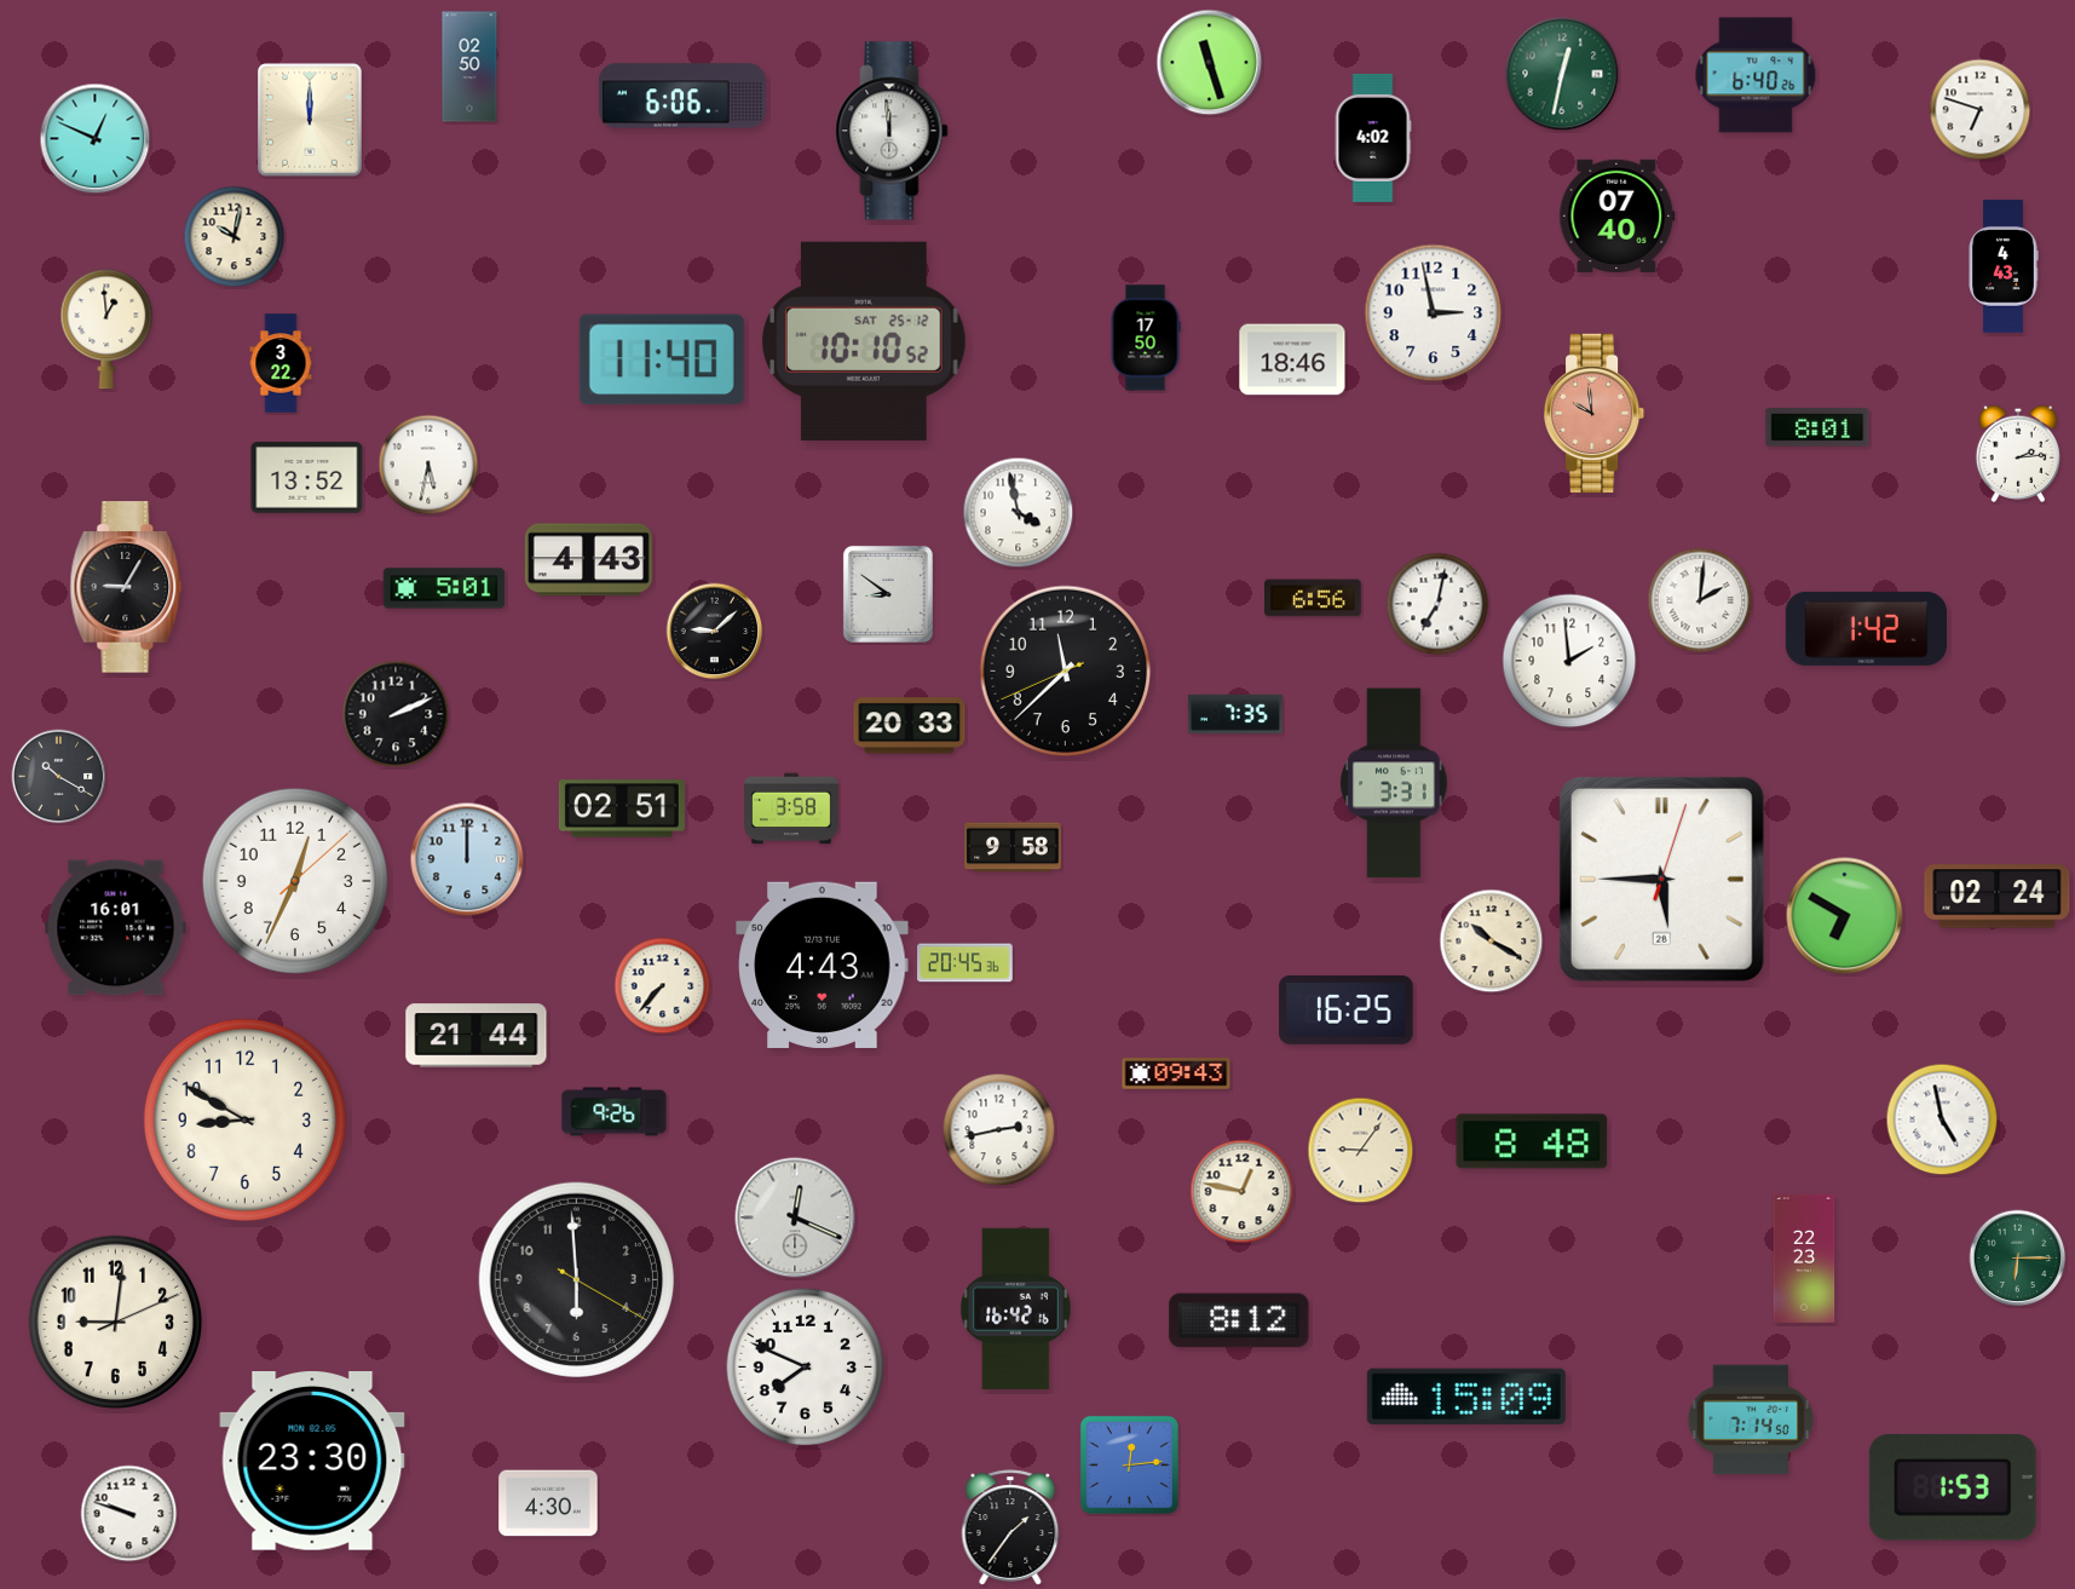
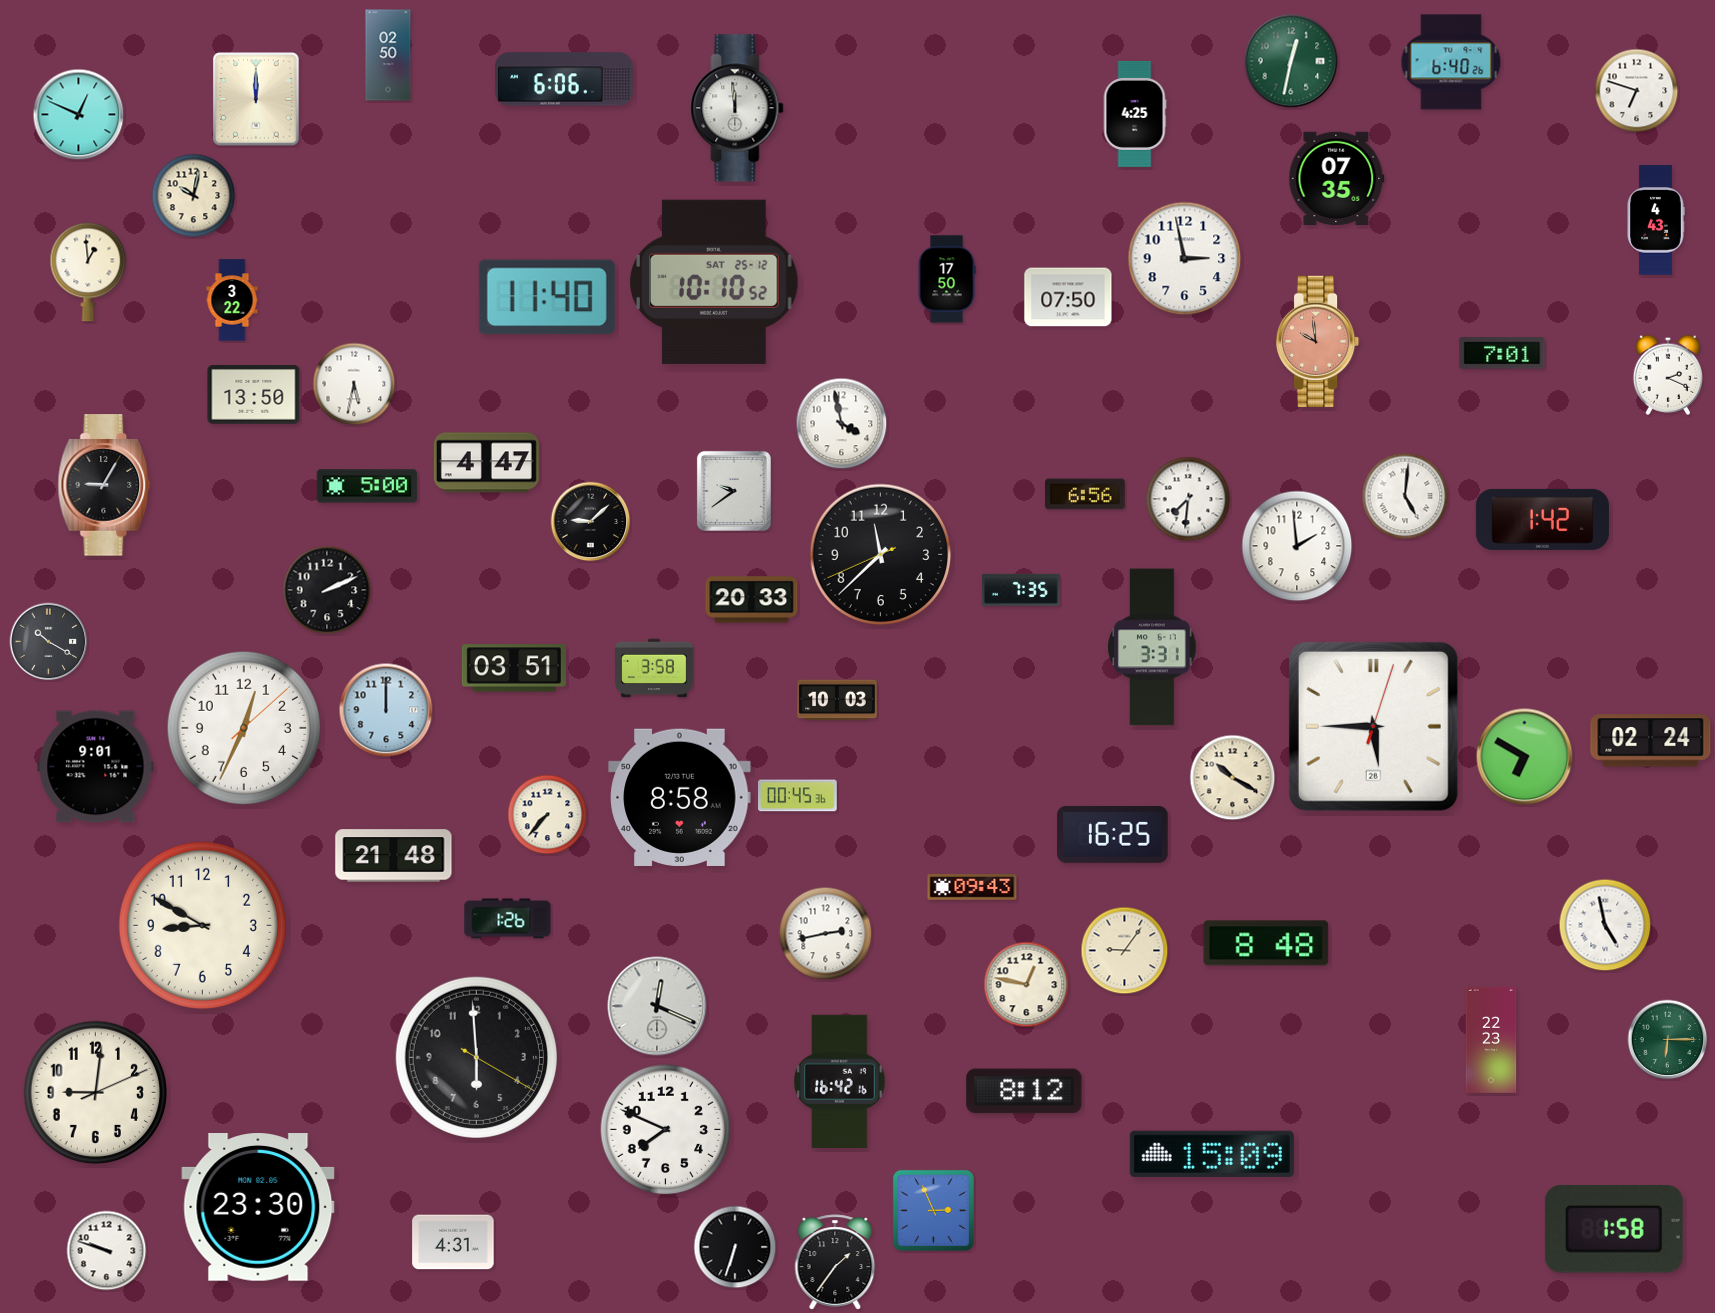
clock at (1210, 63): 11:27 -> none
clock at (1373, 138): 4:02 -> 4:25
clock at (1618, 215): 07:40 -> 07:35
clock at (1292, 359): 18:46 -> 07:50
clock at (1817, 427): 8:01 -> 7:01
clock at (2018, 454): 2:14 -> 2:19
clock at (307, 478): 13:52 -> 13:50
clock at (588, 560): 4:43 -> 4:47
clock at (444, 588): 5:01 -> 5:00
clock at (888, 594): 8:51 -> 9:39
clock at (1700, 600): 2:01 -> 5:01
clock at (1437, 604): 7:02 -> 7:31
clock at (622, 808): 02:51 -> 03:51
clock at (1013, 847): 9:58 -> 10:03
clock at (116, 928): 16:01 -> 9:01
clock at (966, 963): 20:45 -> 00:45
clock at (823, 965): 4:43 -> 8:58
clock at (477, 1036): 21:44 -> 21:48
clock at (615, 1112): 9:26 -> 1:26
clock at (1751, 1420): 7:14 -> none
clock at (1129, 1464): 12:14 -> 2:56
clock at (1953, 1489): 1:53 -> 1:58
clock at (548, 1503): 4:30 -> 4:31
clock at (735, 1247): none -> 6:33
